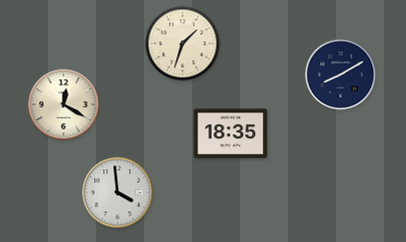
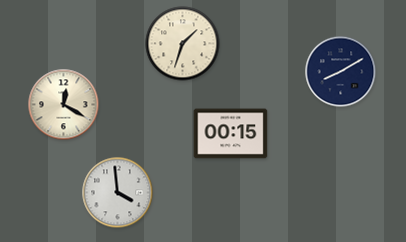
clock at (341, 75) position: (341, 75) -> (341, 72)
clock at (231, 134): 18:35 -> 00:15
